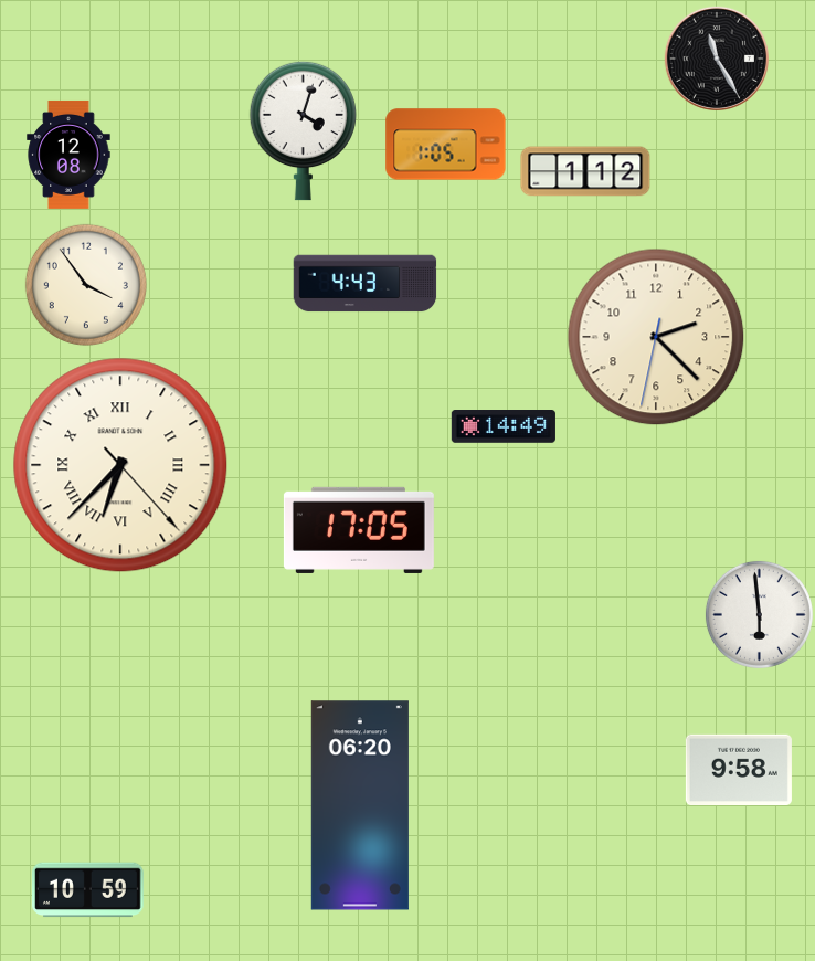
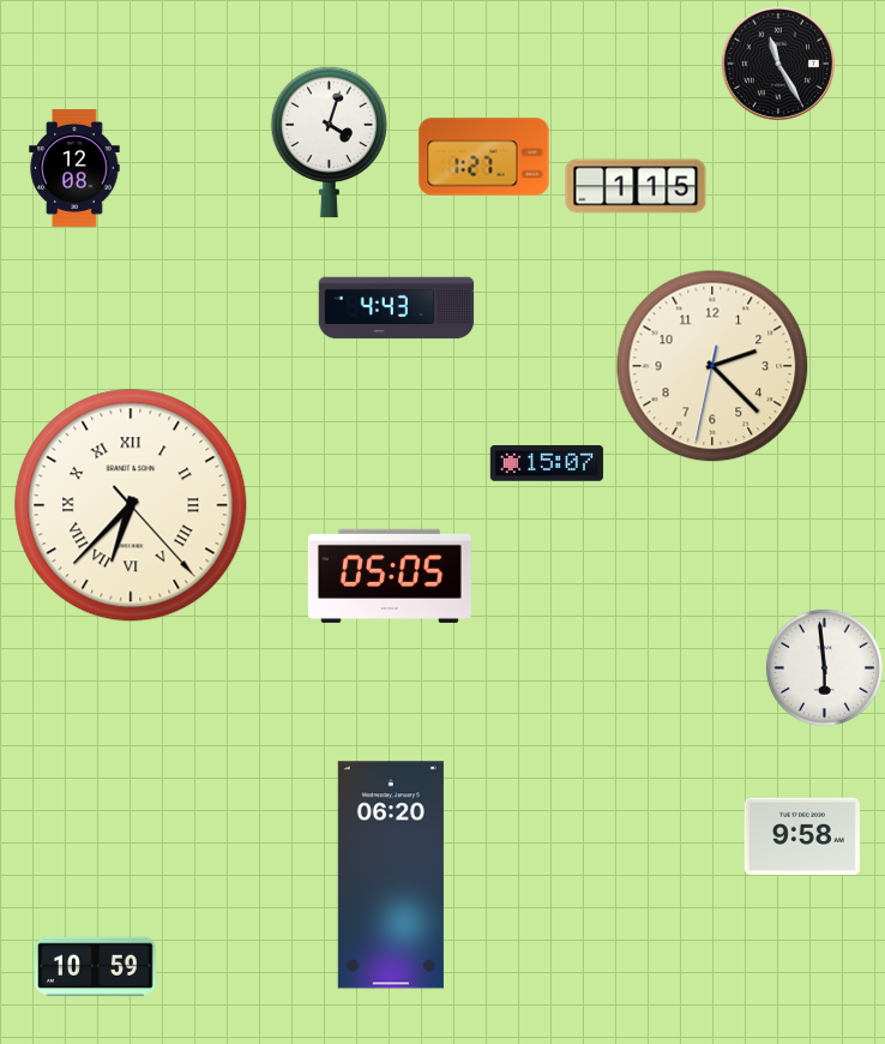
clock at (446, 145): 1:05 -> 1:27
clock at (585, 171): 1:12 -> 1:15
clock at (86, 285): 3:54 -> none
clock at (504, 427): 14:49 -> 15:07
clock at (359, 530): 17:05 -> 05:05
